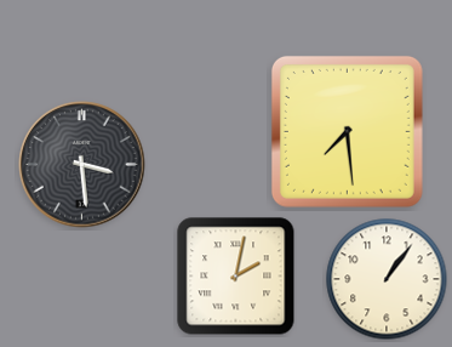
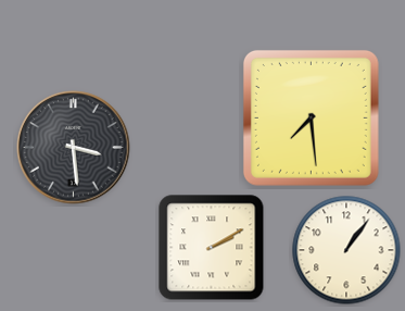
clock at (236, 277): 2:02 -> 2:10
